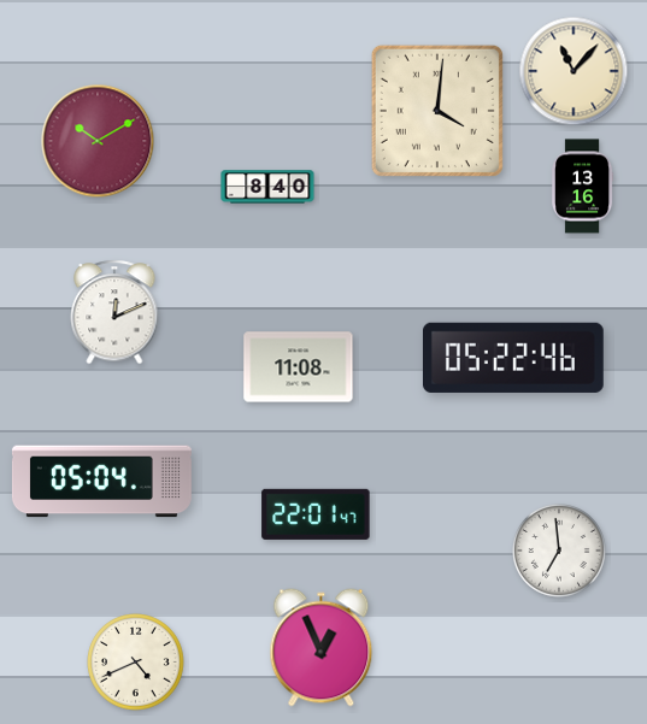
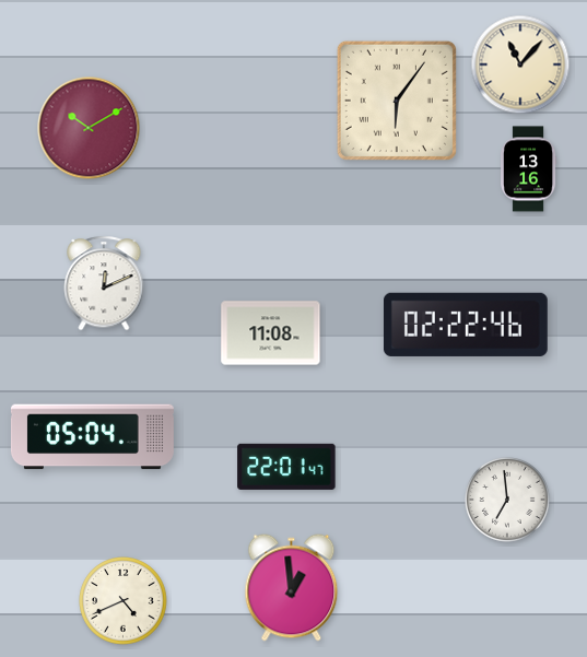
clock at (437, 111): 4:01 -> 6:06
clock at (267, 187): 8:40 -> none
clock at (513, 358): 05:22 -> 02:22
clock at (322, 648): 12:56 -> 12:59
